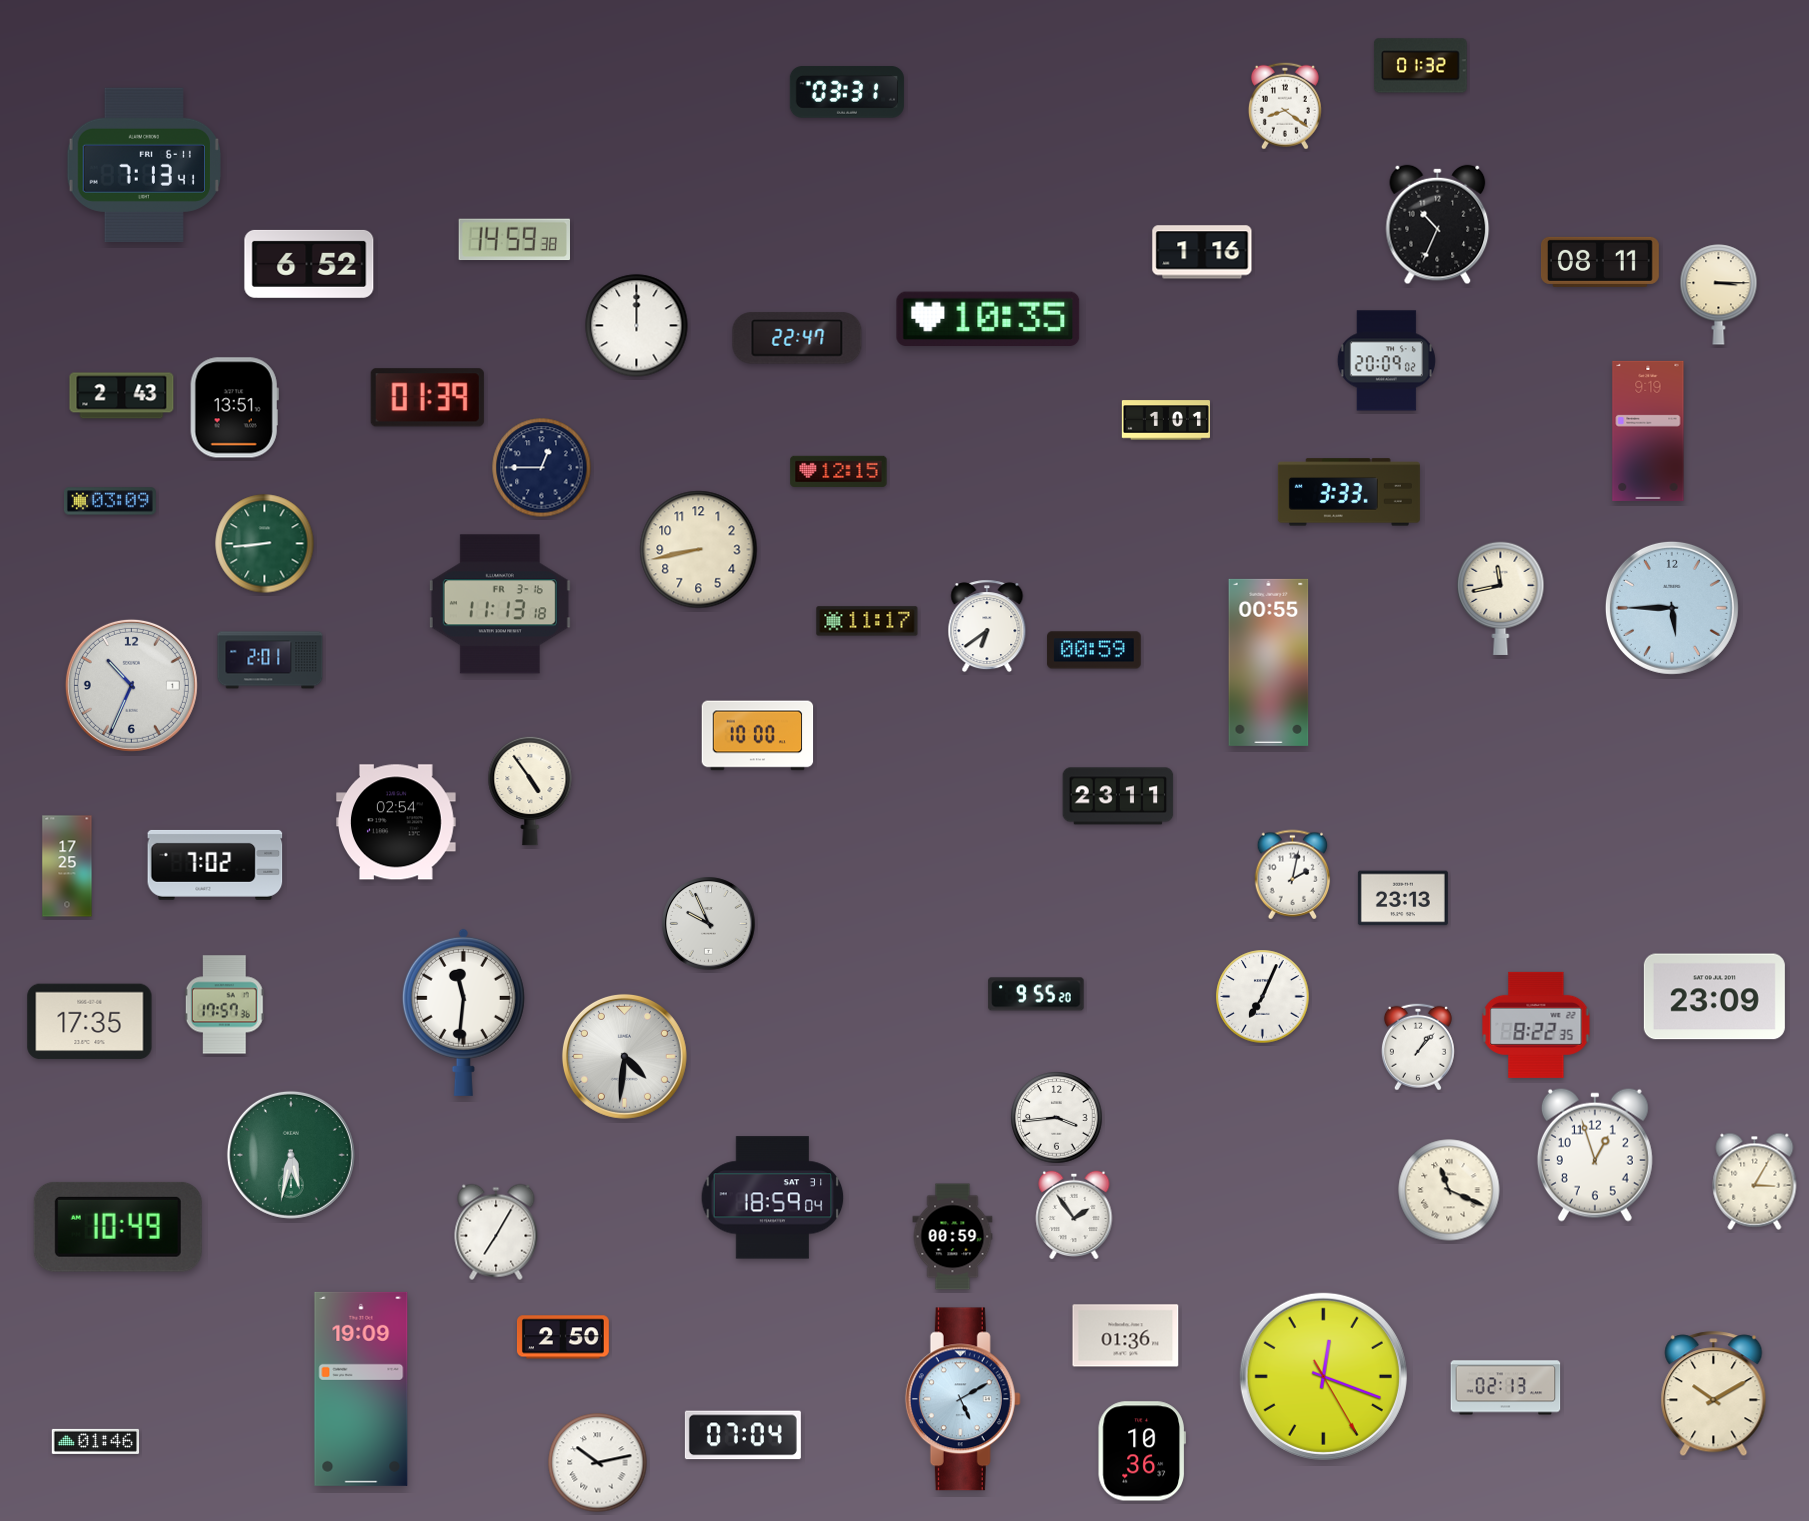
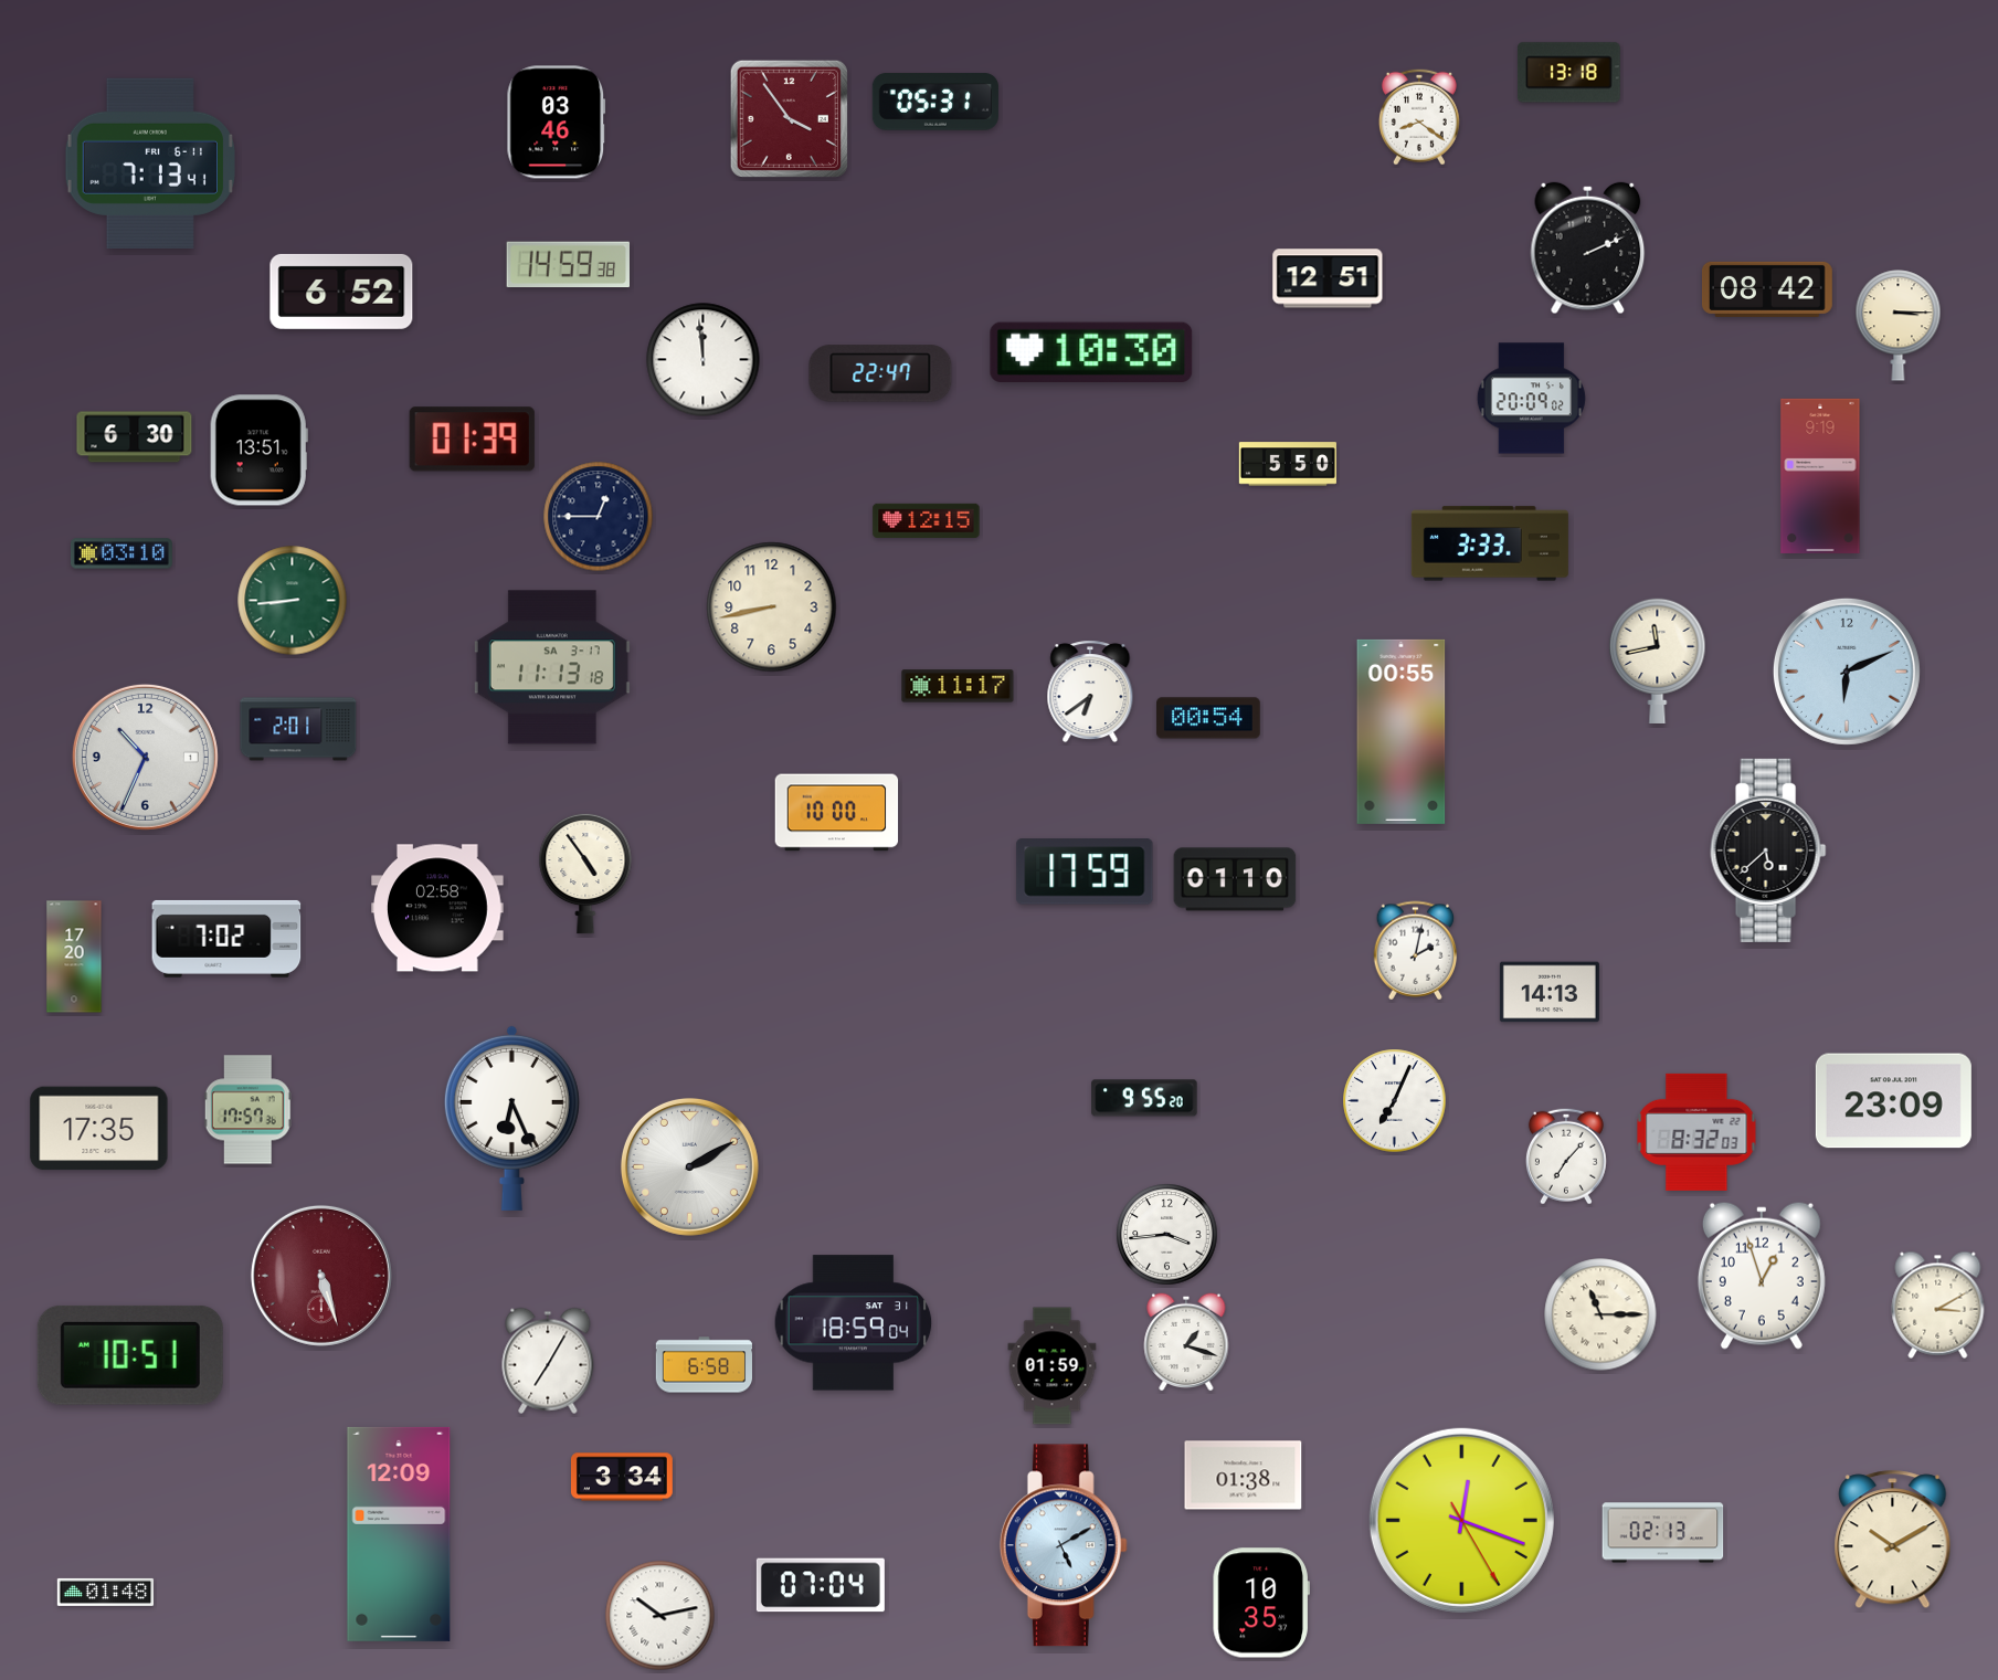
clock at (1420, 66): 01:32 -> 13:18
clock at (847, 92): 03:31 -> 05:31
clock at (789, 118): none -> 3:54
clock at (557, 123): none -> 03:46
clock at (144, 165) position: (144, 165) -> (150, 163)
clock at (1438, 225): 10:34 -> 2:11
clock at (1202, 252): 1:16 -> 12:51
clock at (1600, 262): 08:11 -> 08:42
clock at (988, 319): 10:35 -> 10:30
clock at (637, 326): 12:00 -> 11:59
clock at (122, 396): 2:43 -> 6:30
clock at (1166, 420): 1:01 -> 5:50
clock at (111, 501): 03:09 -> 03:10
clock at (500, 604) date: FR 3-16 -> SA 3-17
clock at (1672, 608): 5:45 -> 6:11
clock at (1094, 650): 00:59 -> 00:54
clock at (1768, 850): none -> 5:38
clock at (1085, 871): none -> 17:59
clock at (1118, 796): 23:11 -> 01:10
clock at (397, 822): 02:54 -> 02:58
clock at (215, 865) position: (215, 865) -> (226, 939)
clock at (67, 866): 17:25 -> 17:20
clock at (1293, 875) position: (1293, 875) -> (1416, 951)
clock at (1403, 898): 23:13 -> 14:13
clock at (709, 924): 9:56 -> none
clock at (463, 1012): 11:31 -> 6:26
clock at (1536, 1025): 8:22 -> 8:32
clock at (1418, 1047): 1:07 -> 7:07
clock at (624, 1056): 4:31 -> 2:10
clock at (291, 1155): 5:32 -> 5:27
clock at (291, 1155) dial: green -> burgundy
clock at (1755, 1181): 3:05 -> 3:10
clock at (1449, 1190): 11:19 -> 11:15
clock at (1074, 1215): 1:54 -> 1:18
clock at (118, 1227): 10:49 -> 10:51
clock at (704, 1365): none -> 6:58
clock at (953, 1237): 00:59 -> 01:59
clock at (1126, 1336): 01:36 -> 01:38
clock at (563, 1337): 2:50 -> 3:34
clock at (361, 1389): 19:09 -> 12:09
clock at (96, 1441): 01:46 -> 01:48
clock at (1142, 1451): 10:36 -> 10:35
